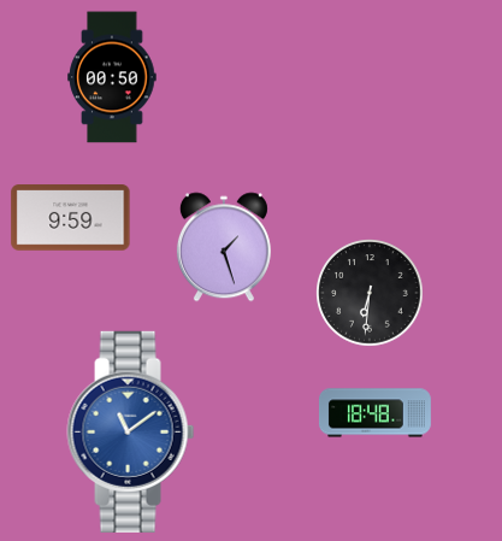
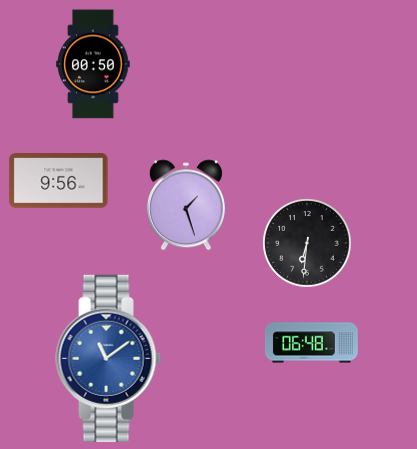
clock at (71, 218): 9:59 -> 9:56
clock at (374, 413): 18:48 -> 06:48
